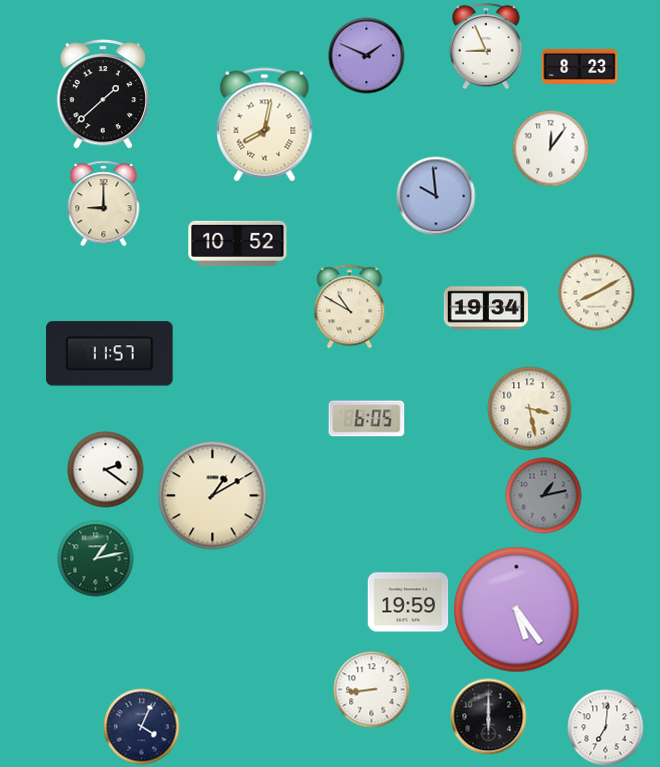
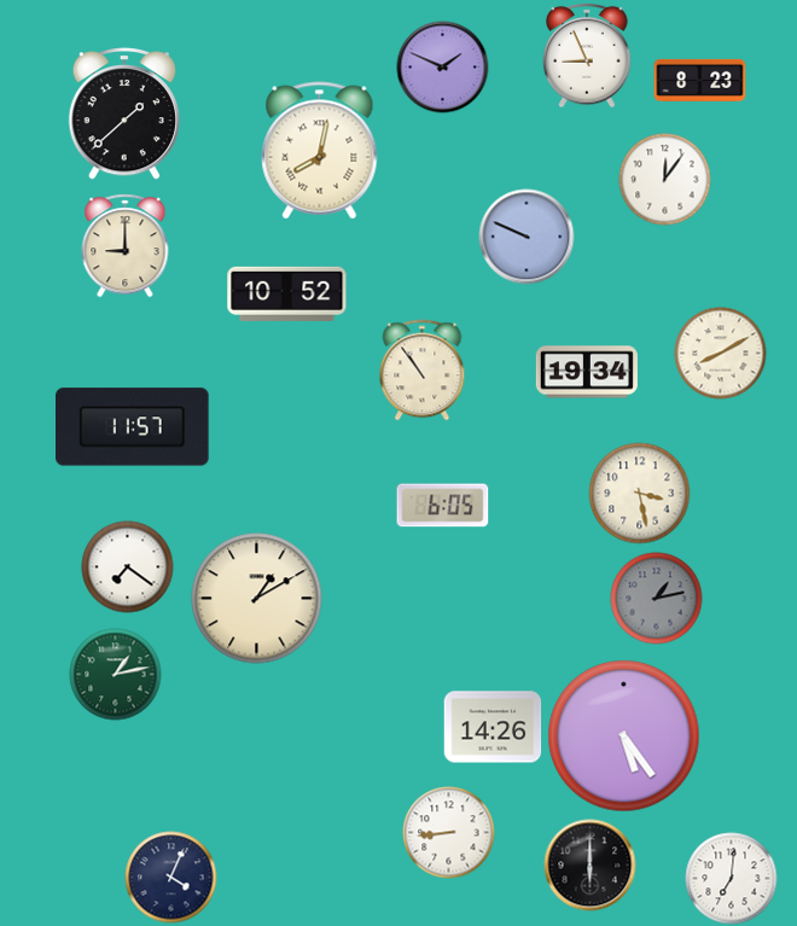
clock at (436, 196): 9:59 -> 9:49
clock at (350, 307): 10:50 -> 10:54
clock at (106, 470): 2:21 -> 7:21
clock at (408, 602): 19:59 -> 14:26
